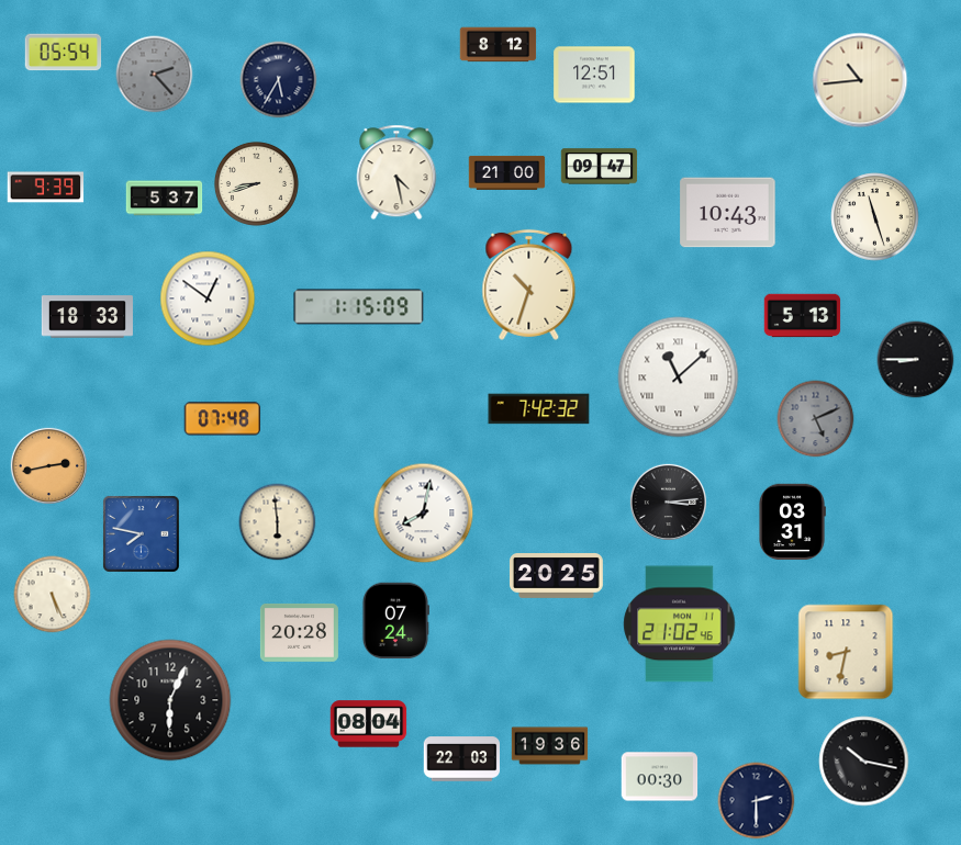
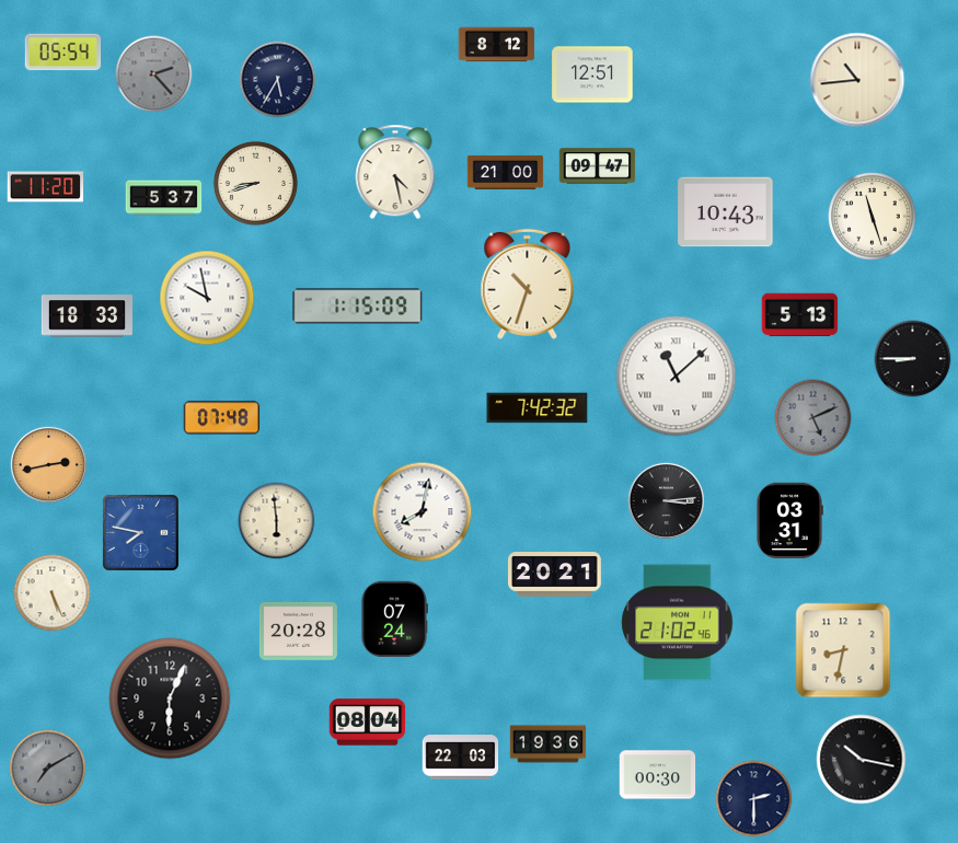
clock at (46, 188): 9:39 -> 11:20
clock at (208, 298): 12:51 -> 9:58
clock at (557, 576): 20:25 -> 20:21
clock at (48, 769): none -> 7:10
